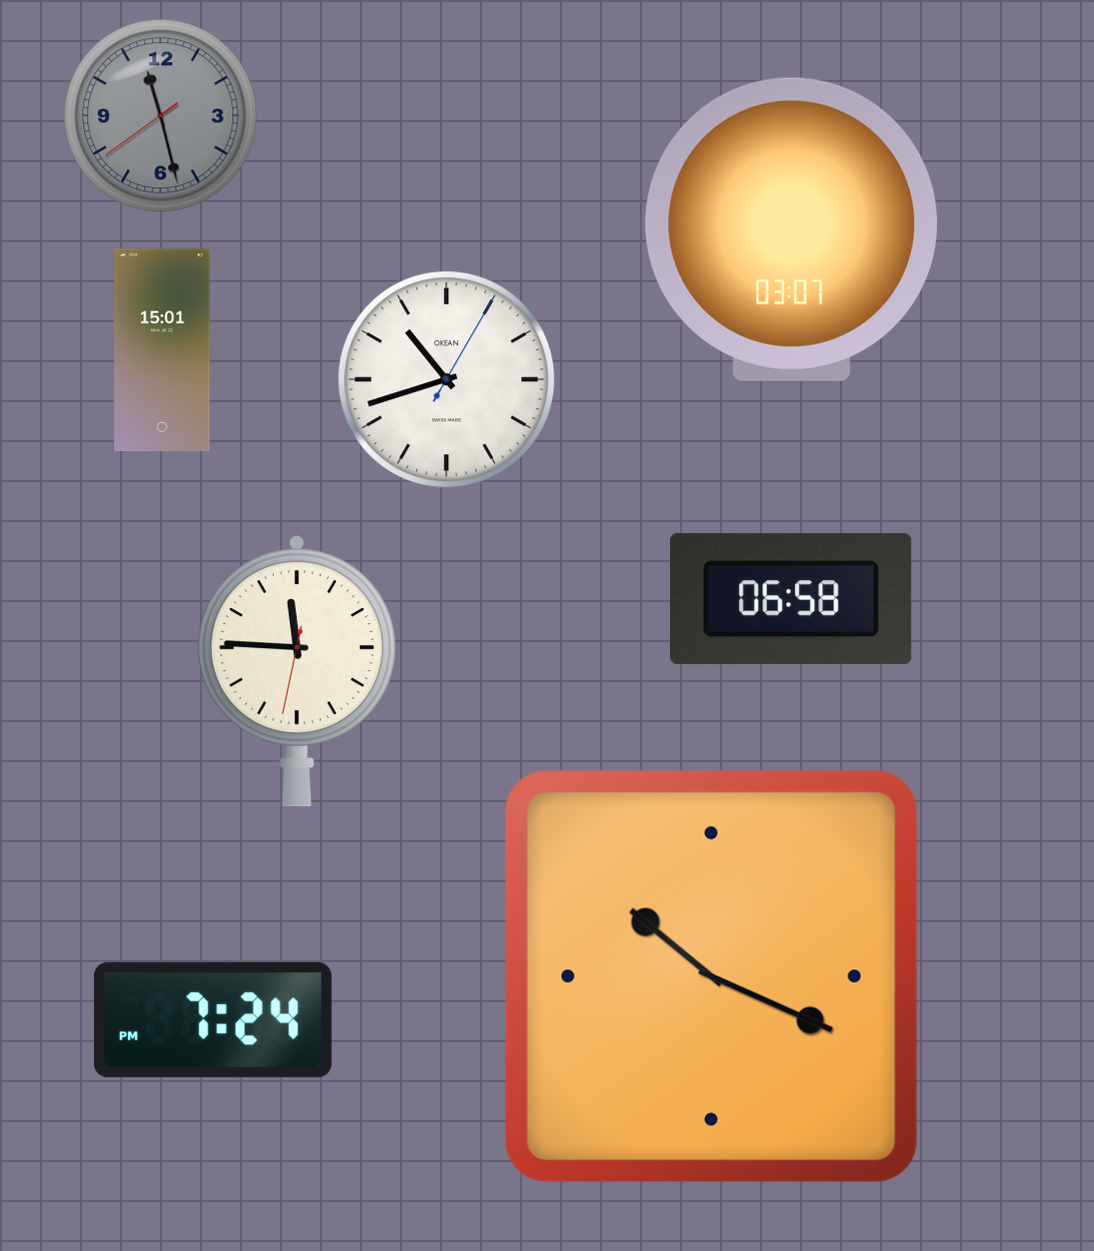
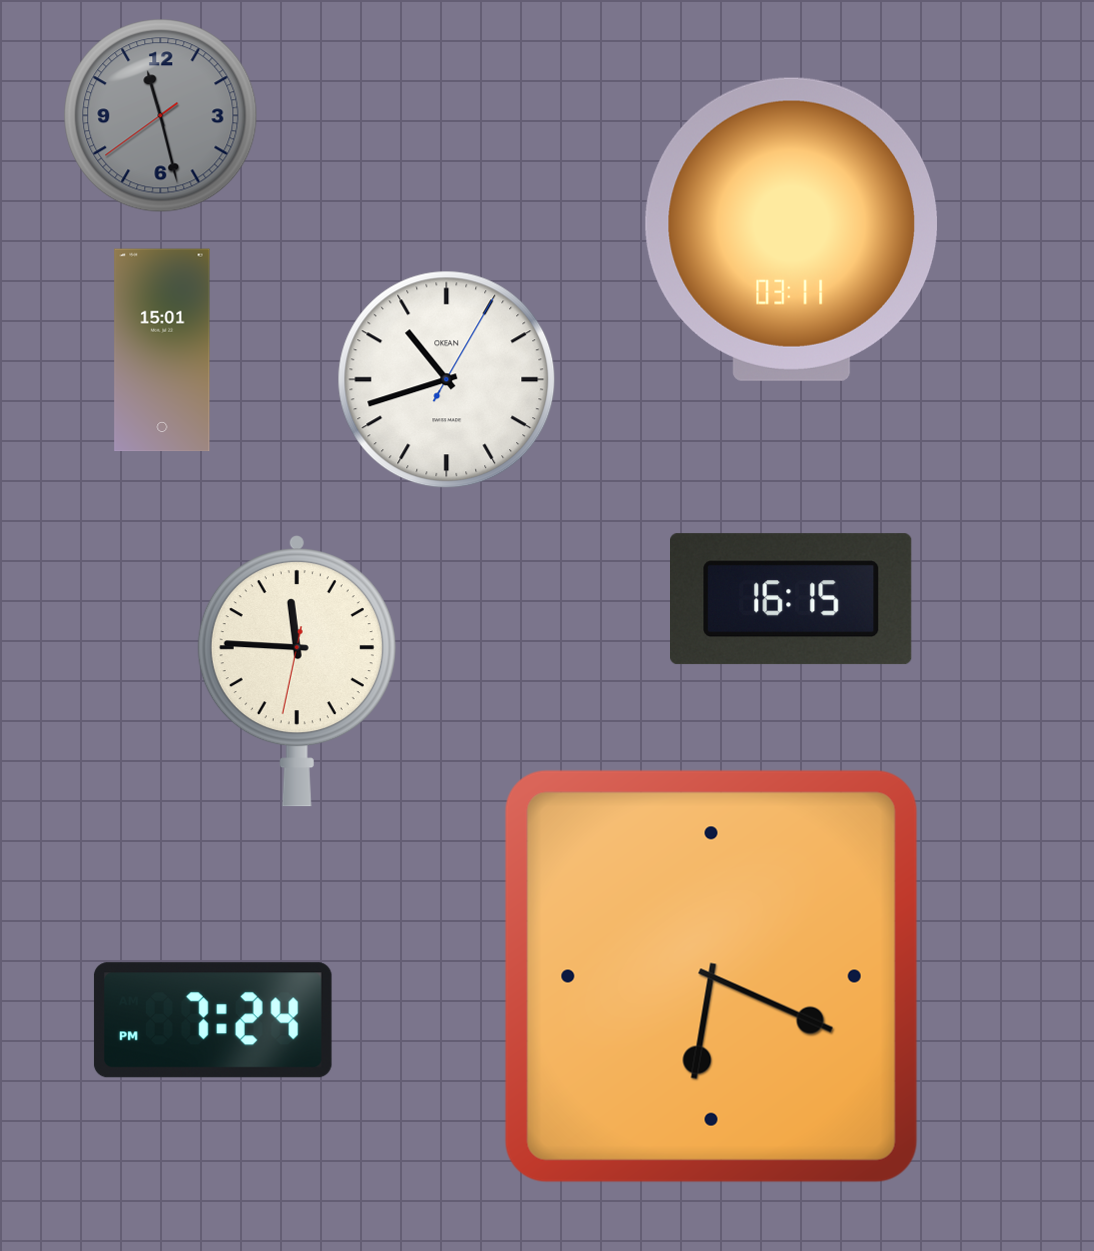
clock at (791, 229): 03:07 -> 03:11
clock at (791, 599): 06:58 -> 16:15
clock at (711, 976): 10:19 -> 6:19
